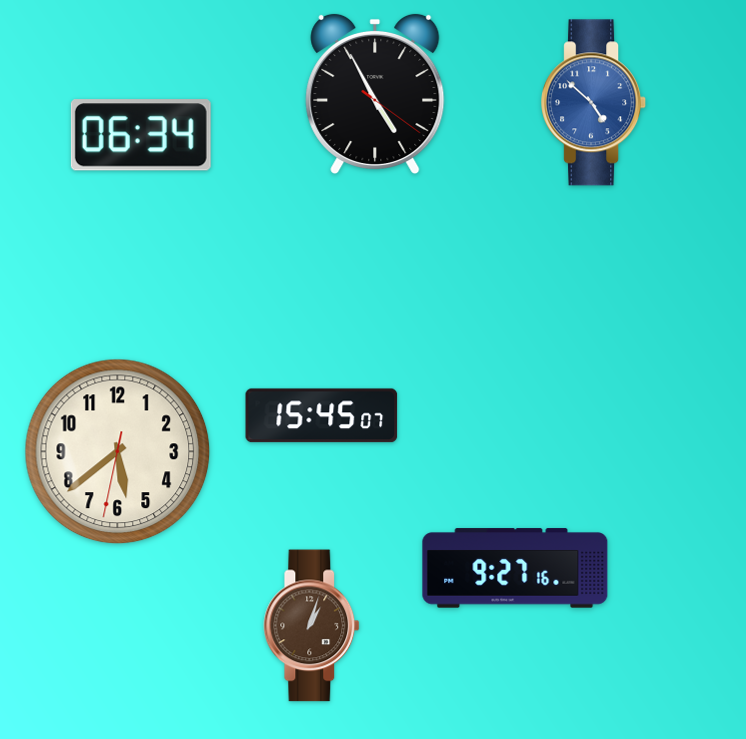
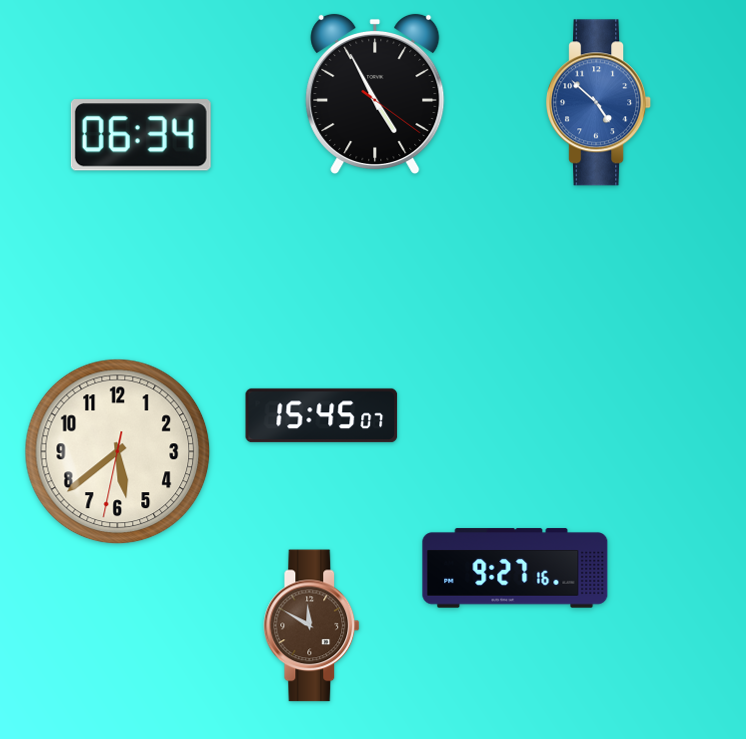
clock at (594, 103) position: (594, 103) -> (599, 103)
clock at (312, 626): 1:03 -> 11:50
